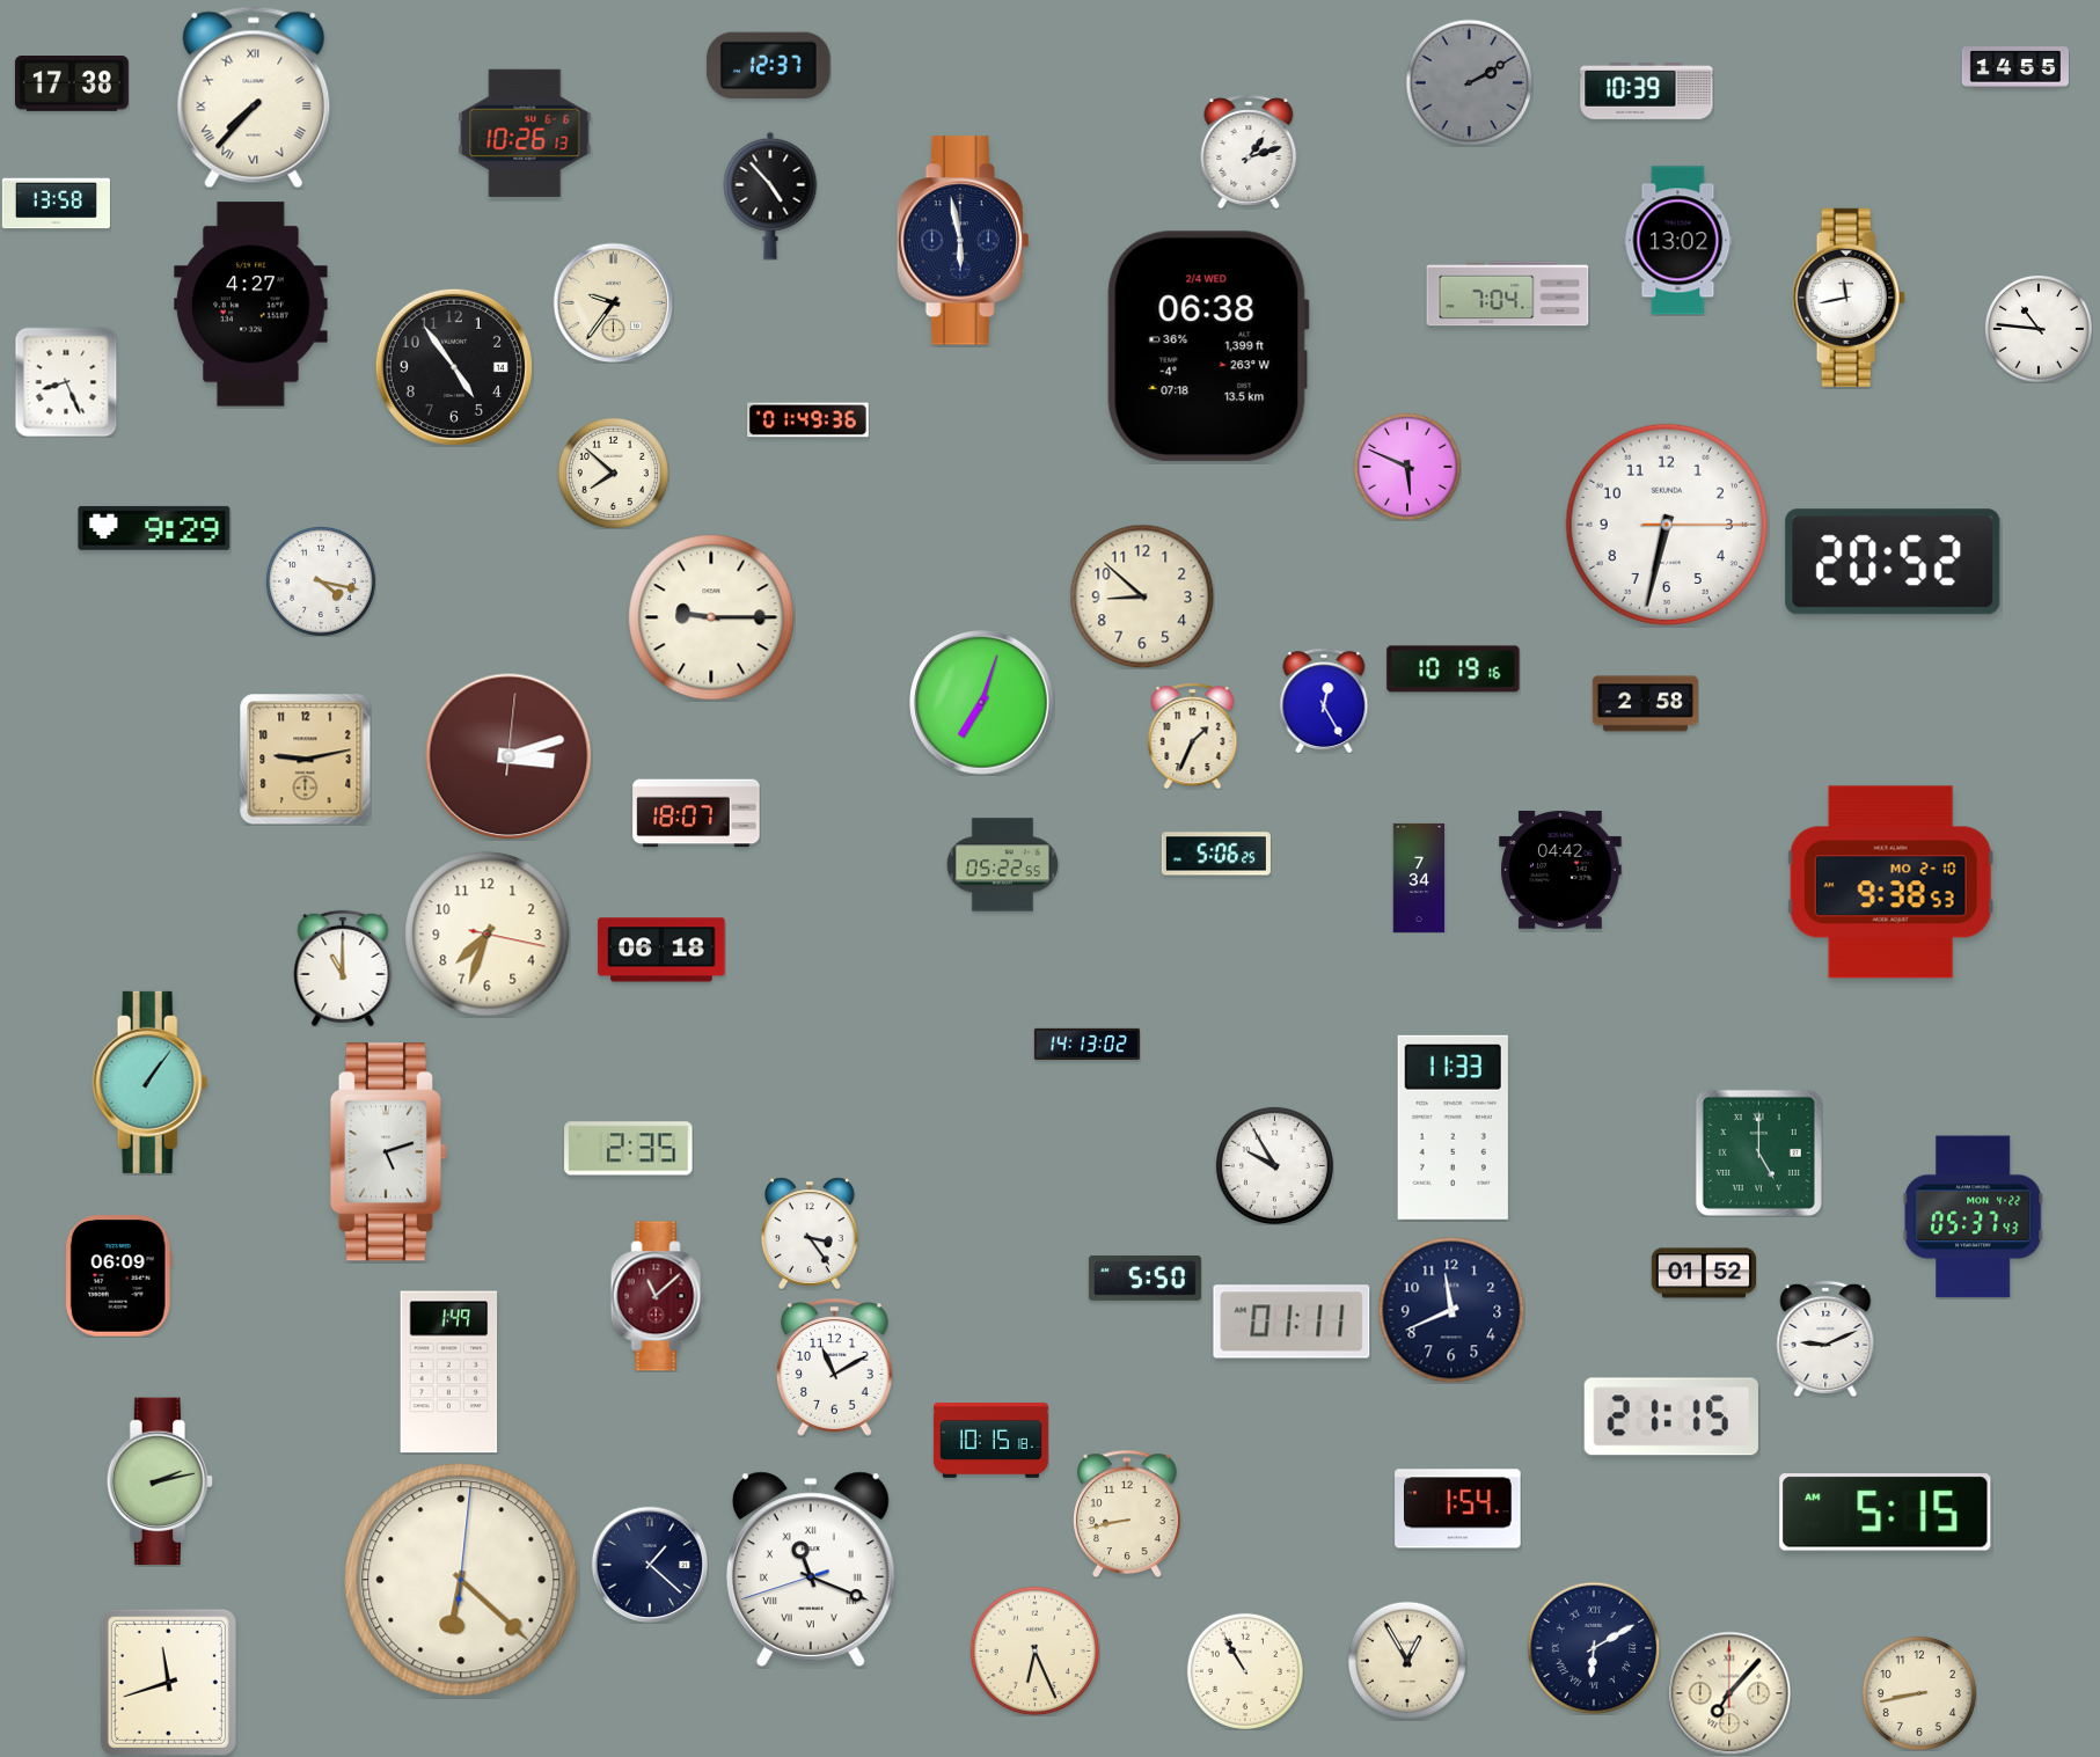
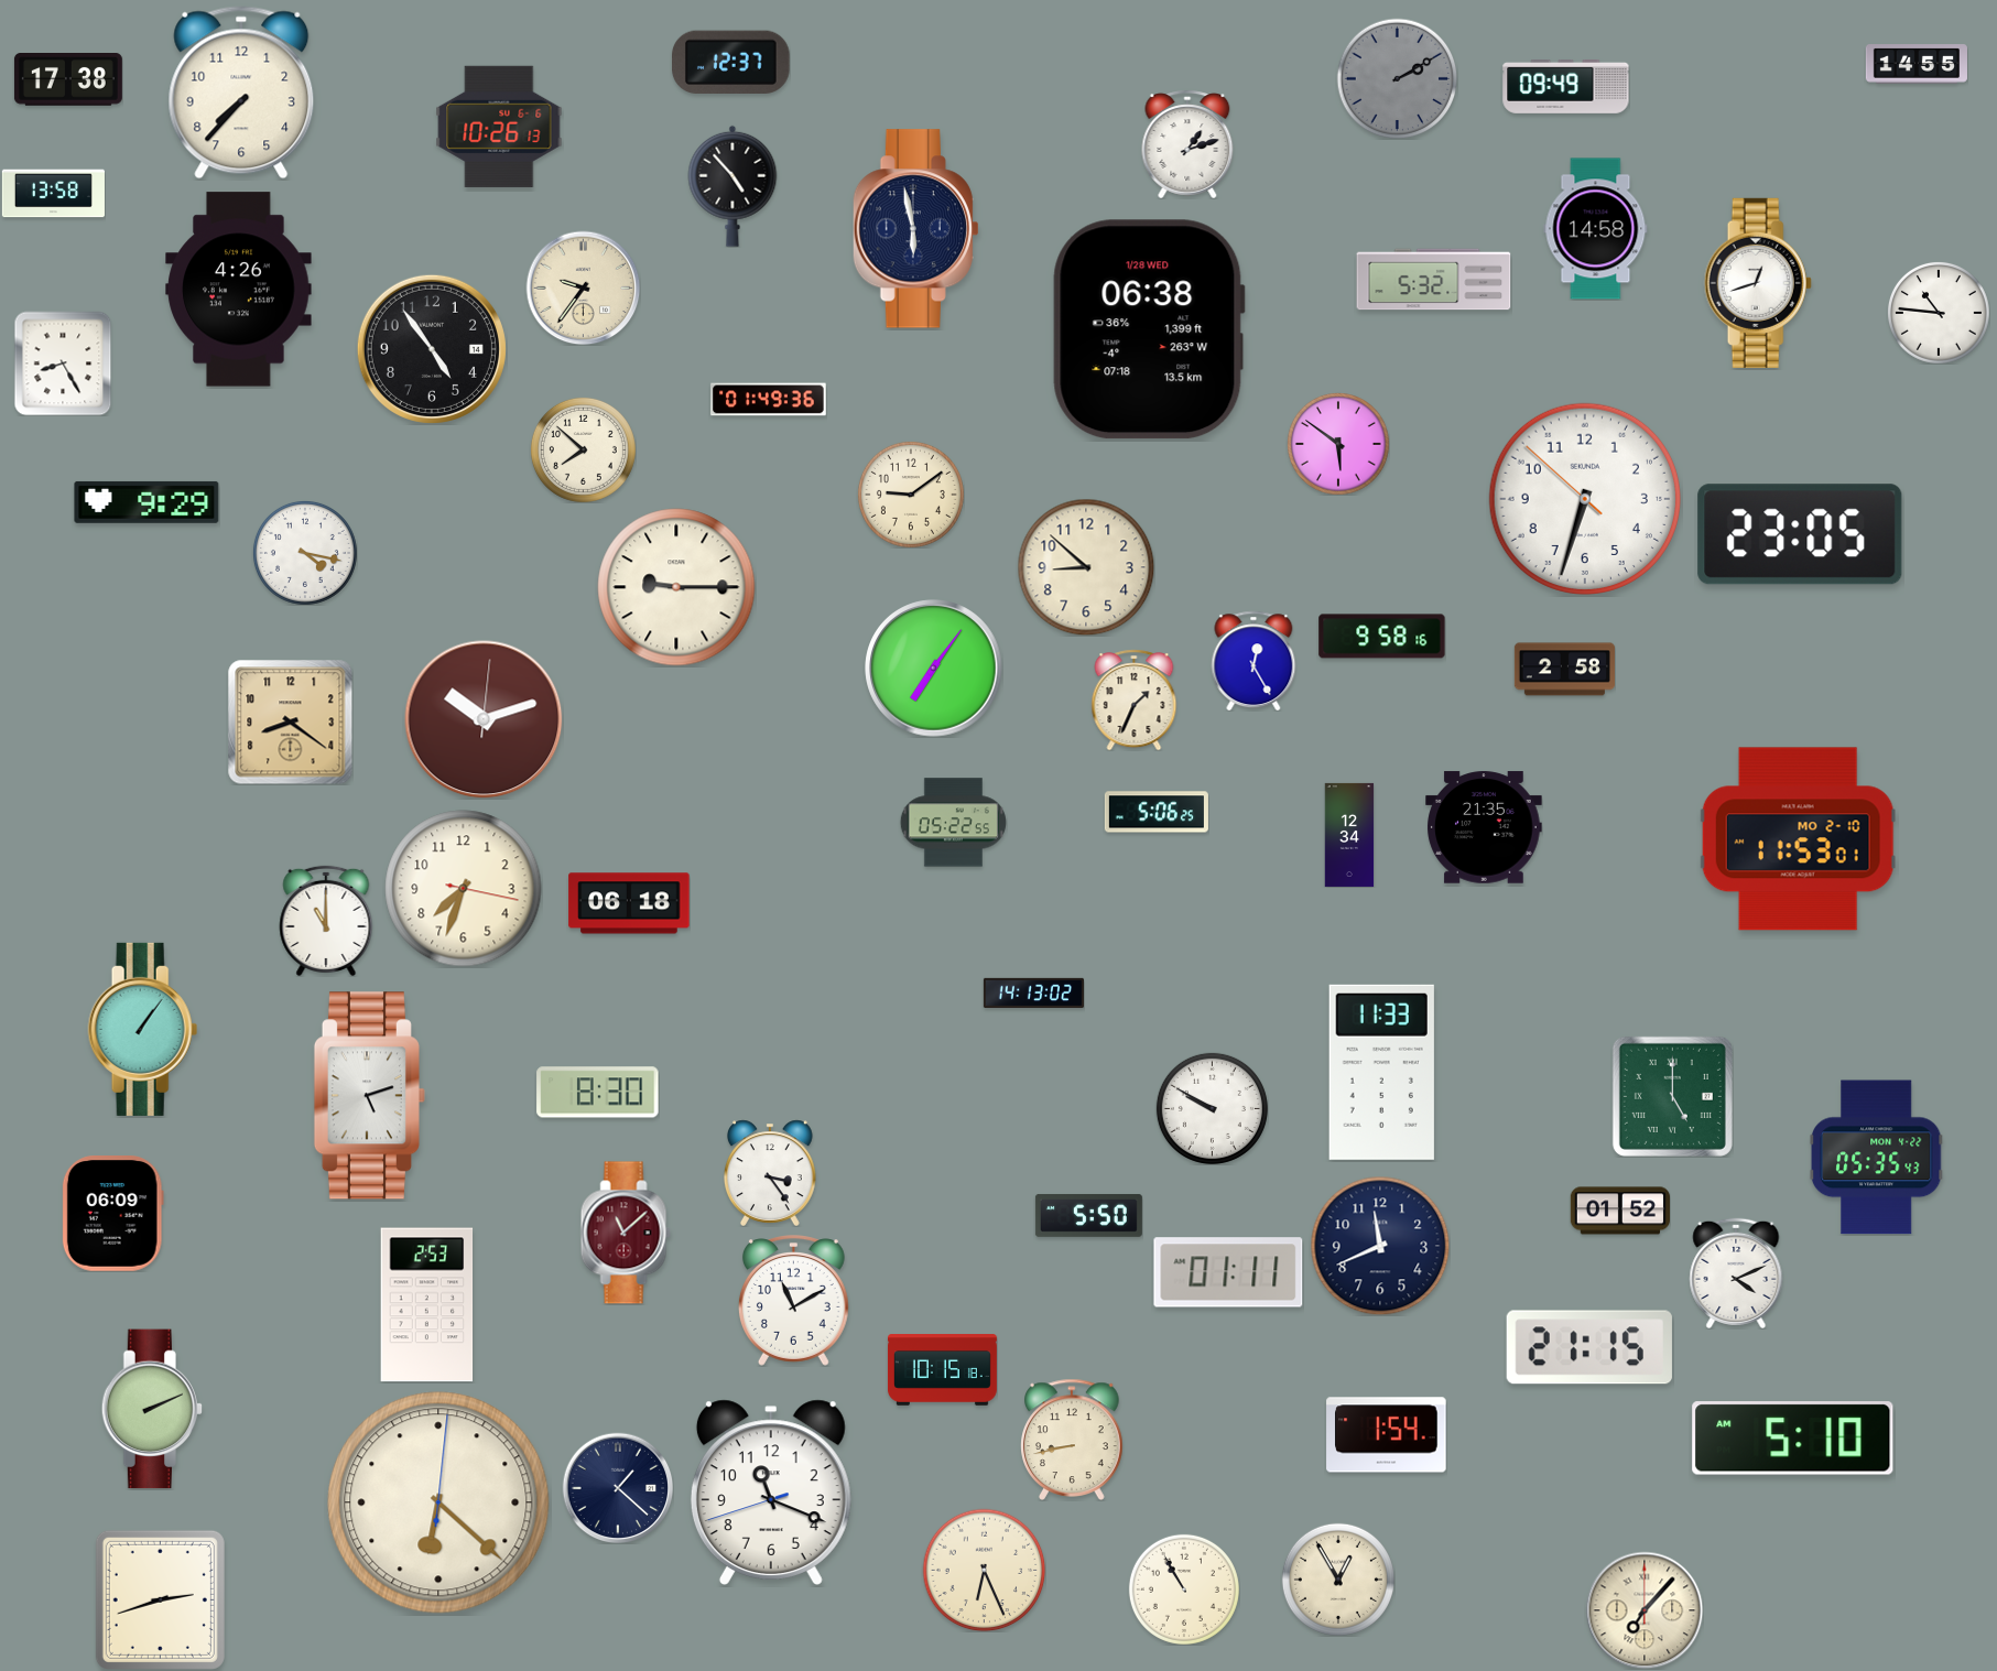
clock at (1647, 90): 10:39 -> 09:49
clock at (254, 97) numerals: Roman -> Arabic
clock at (1678, 241): 13:02 -> 14:58
clock at (1508, 294): 7:04 -> 5:32
clock at (1849, 298): 11:43 -> 12:42
clock at (251, 305): 4:27 -> 4:26
clock at (1208, 346) date: 2/4 WED -> 1/28 WED
clock at (66, 382): 8:26 -> 8:25
clock at (1407, 467): 5:49 -> 5:51
clock at (911, 495): none -> 9:09
clock at (1667, 525): 6:32:15 -> 6:32:52
clock at (1893, 562): 20:52 -> 23:05
clock at (1454, 669): 10:19 -> 9:58
clock at (1324, 701) position: (1324, 701) -> (1253, 661)
clock at (982, 703): 7:03 -> 7:06
clock at (508, 756): 3:12 -> 10:12
clock at (305, 759): 9:13 -> 8:21
clock at (696, 813): 18:07 -> none
clock at (1560, 870): 04:42 -> 21:35
clock at (1419, 878): 7:34 -> 12:34
clock at (1890, 883): 9:38 -> 11:53
clock at (629, 1149): 2:35 -> 8:30
clock at (1274, 1165): 9:55 -> 9:50
clock at (1973, 1217): 05:37 -> 05:35
clock at (1292, 1322) position: (1292, 1322) -> (1228, 1272)
clock at (1825, 1339): 9:11 -> 4:11
clock at (449, 1372): 1:49 -> 2:53
clock at (160, 1481): 2:13 -> 2:11
clock at (1886, 1513): 5:15 -> 5:10
clock at (811, 1569) numerals: Roman -> Arabic
clock at (1594, 1648): 6:10 -> none
clock at (168, 1682): 11:42 -> 2:42
clock at (1919, 1693): 8:43 -> none
